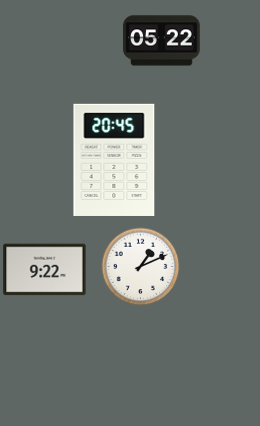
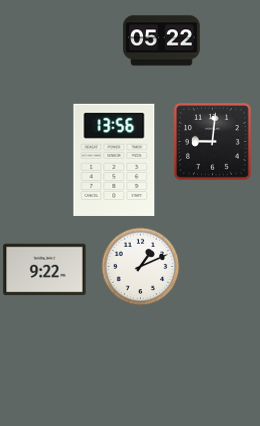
clock at (212, 141): none -> 9:01
clock at (114, 160): 20:45 -> 13:56
